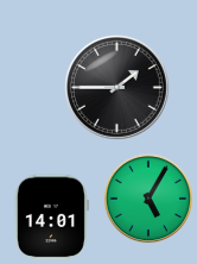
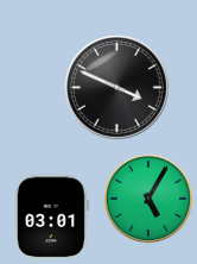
clock at (117, 88): 1:45 -> 3:49
clock at (51, 218): 14:01 -> 03:01
